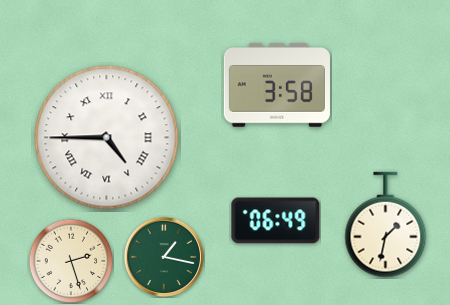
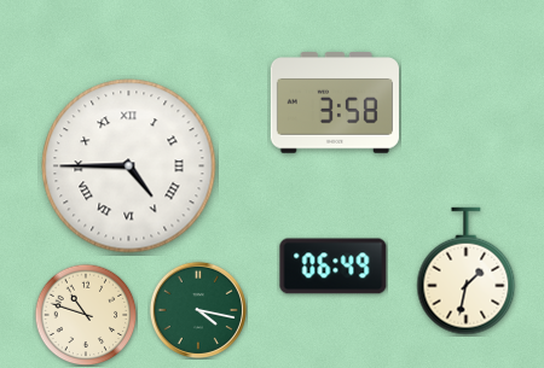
clock at (164, 257): 1:17 -> 4:17
clock at (71, 261): 2:27 -> 10:48
